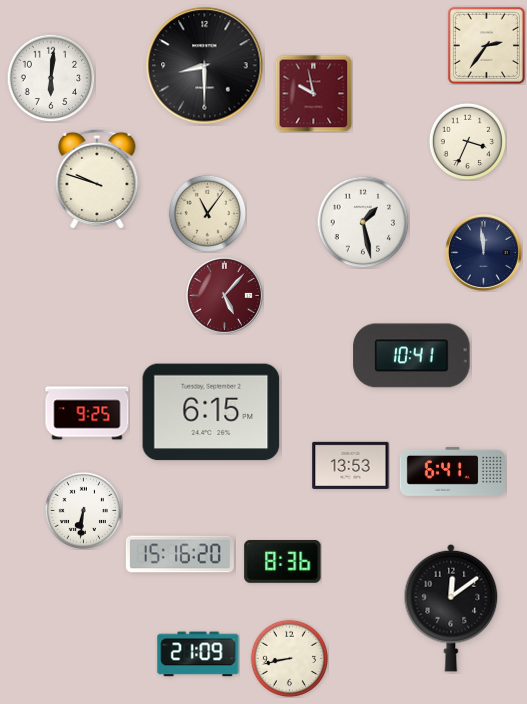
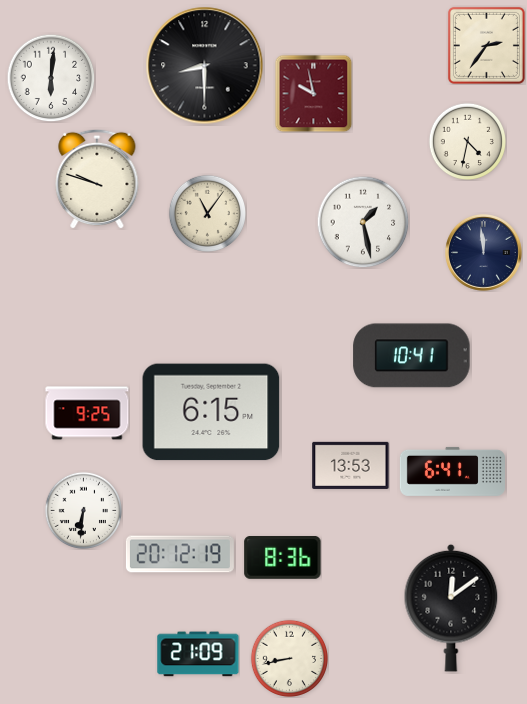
clock at (467, 141): 3:34 -> 4:32
clock at (224, 295): 5:07 -> none
clock at (180, 554): 15:16 -> 20:12
clock at (283, 562) position: (283, 562) -> (283, 558)
